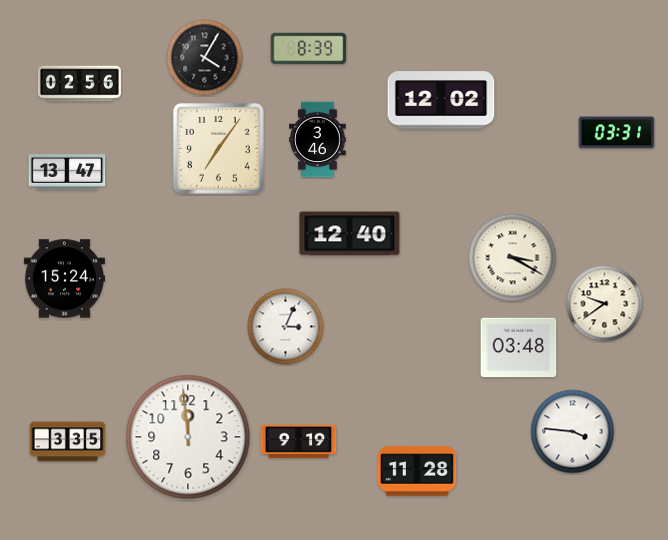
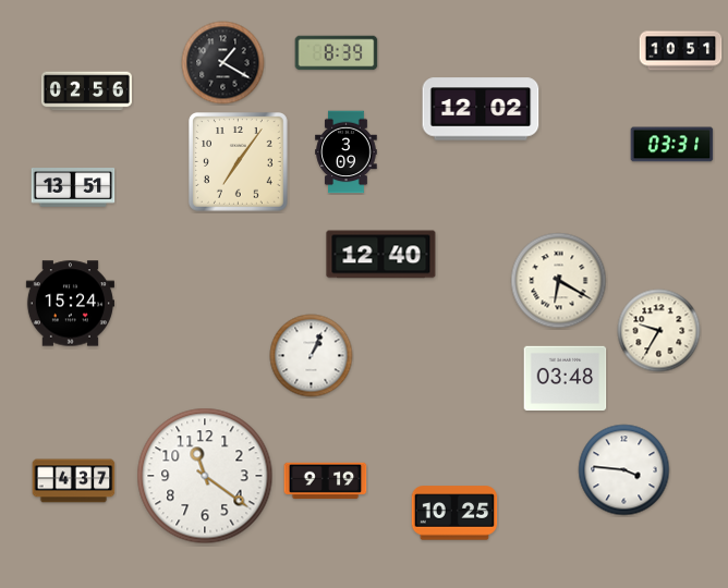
clock at (681, 51): none -> 10:51
clock at (205, 58): 4:05 -> 1:20
clock at (318, 140): 3:46 -> 3:09
clock at (67, 173): 13:47 -> 13:51
clock at (513, 258): 3:20 -> 6:20
clock at (605, 304): 9:39 -> 9:35
clock at (286, 327): 3:04 -> 1:04
clock at (188, 437): 11:59 -> 11:21
clock at (68, 442): 3:35 -> 4:37
clock at (417, 471): 11:28 -> 10:25
